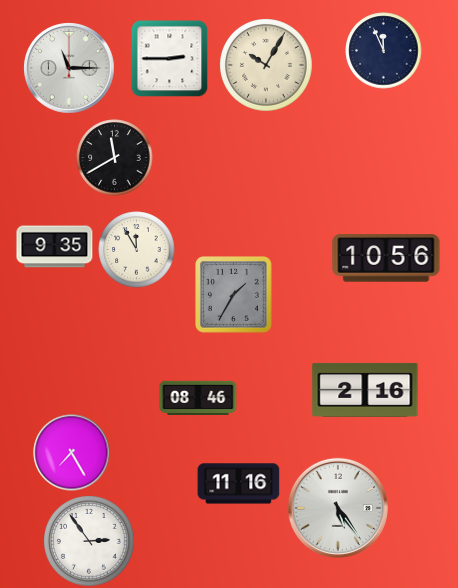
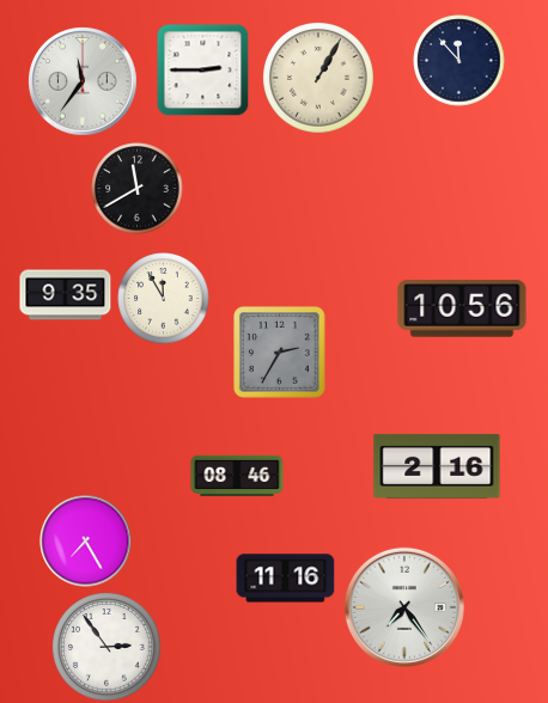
clock at (384, 51): 11:56 -> 11:53
clock at (267, 66): 10:05 -> 1:05
clock at (70, 69): 11:15 -> 11:36
clock at (234, 295): 1:35 -> 2:35
clock at (338, 508): 5:24 -> 7:24
